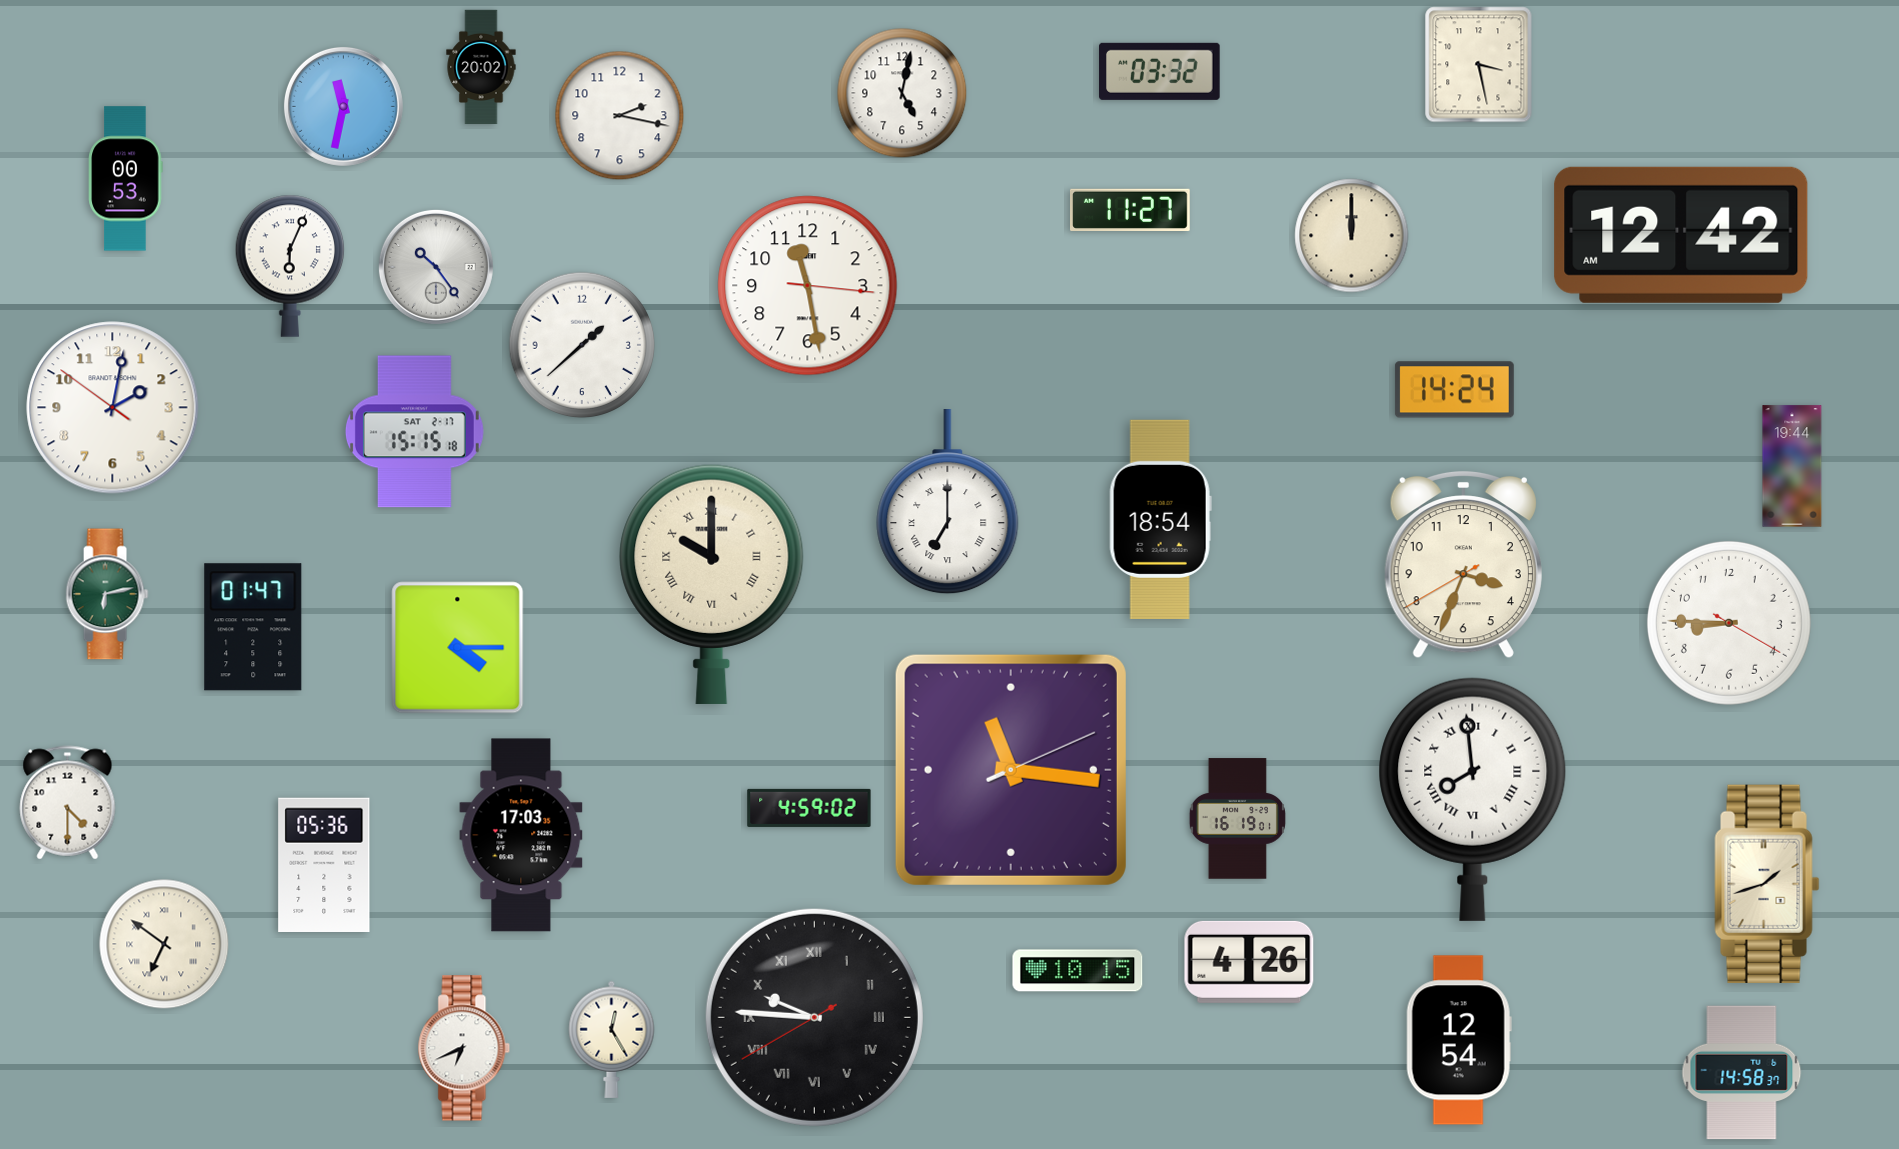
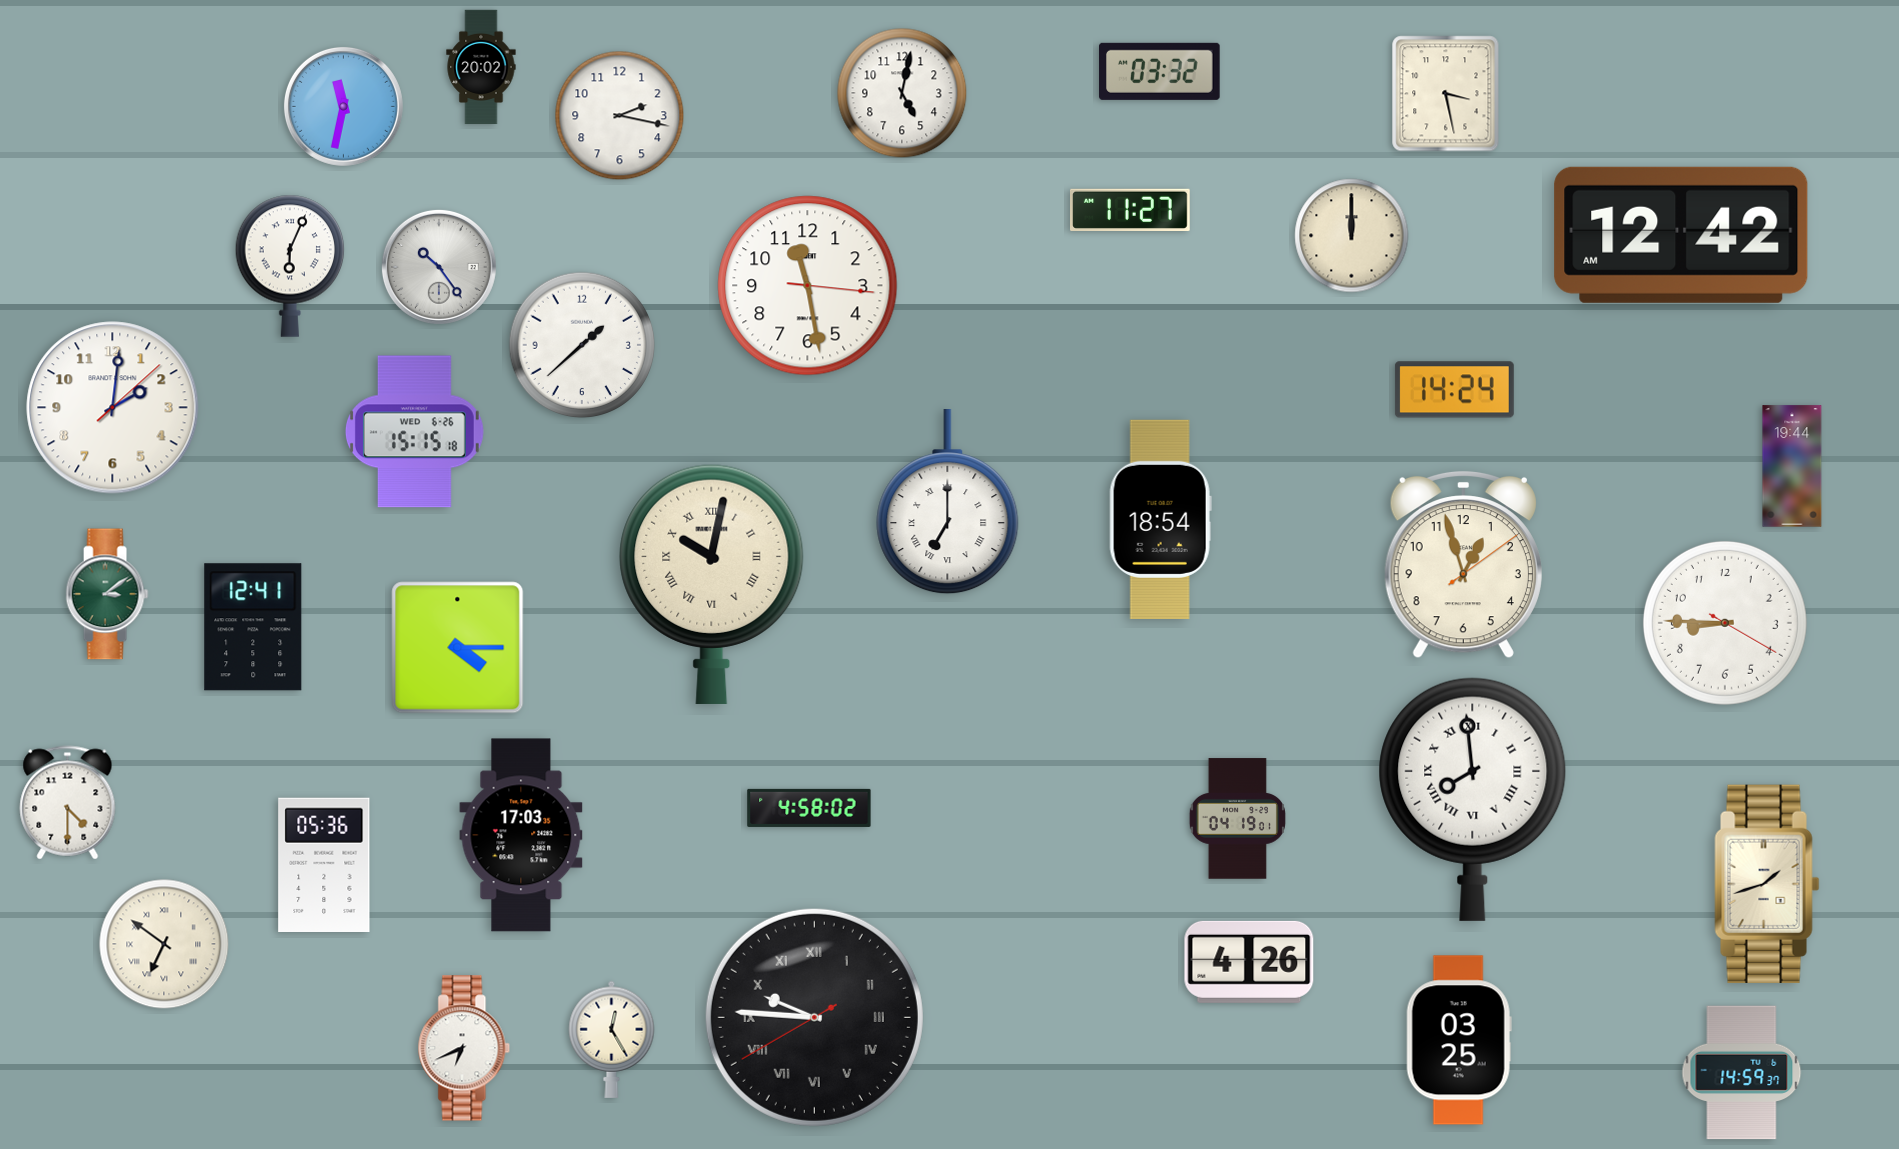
clock at (1479, 65) position: (1479, 65) -> (1446, 94)
clock at (126, 179): 00:53 -> none
clock at (436, 267) position: (436, 267) -> (439, 267)
clock at (113, 408): 2:01:51 -> 2:01:08
clock at (414, 432) date: SAT 2-17 -> WED 6-26
clock at (1463, 565): 3:33 -> 12:57
clock at (712, 584): 10:00 -> 10:02
clock at (107, 594): 6:13 -> 3:09
clock at (1729, 623) position: (1729, 623) -> (1725, 623)
clock at (253, 627): 01:47 -> 12:41
clock at (1011, 770): 11:16 -> none
clock at (809, 808): 4:59 -> 4:58
clock at (1237, 819): 16:19 -> 04:19
clock at (1078, 971): 10:15 -> none
clock at (1459, 1040): 12:54 -> 03:25
clock at (1742, 1073): 14:58 -> 14:59
